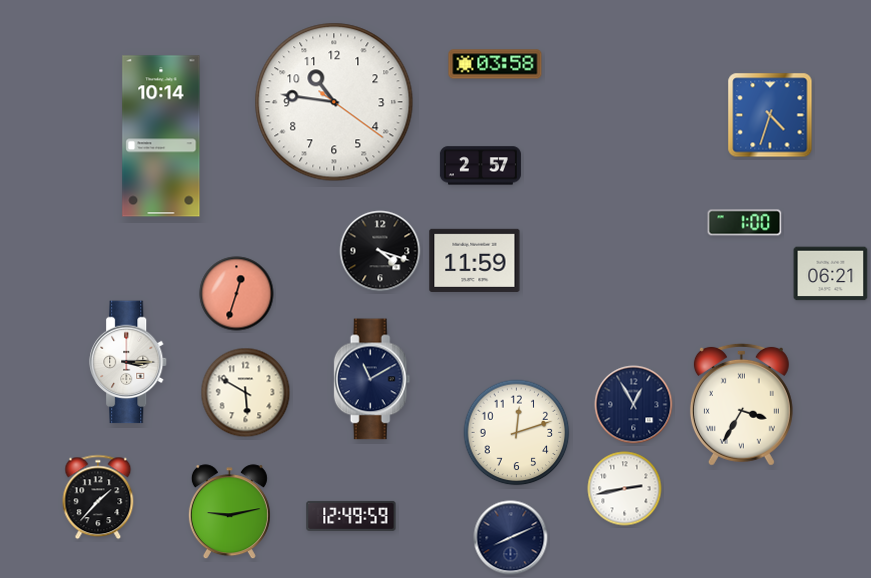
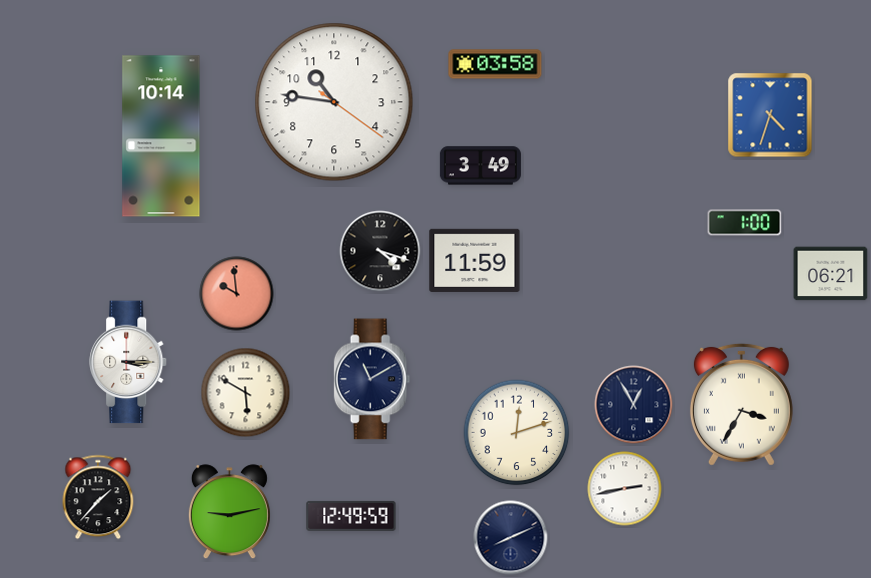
clock at (480, 166): 2:57 -> 3:49
clock at (237, 294): 12:33 -> 9:59
